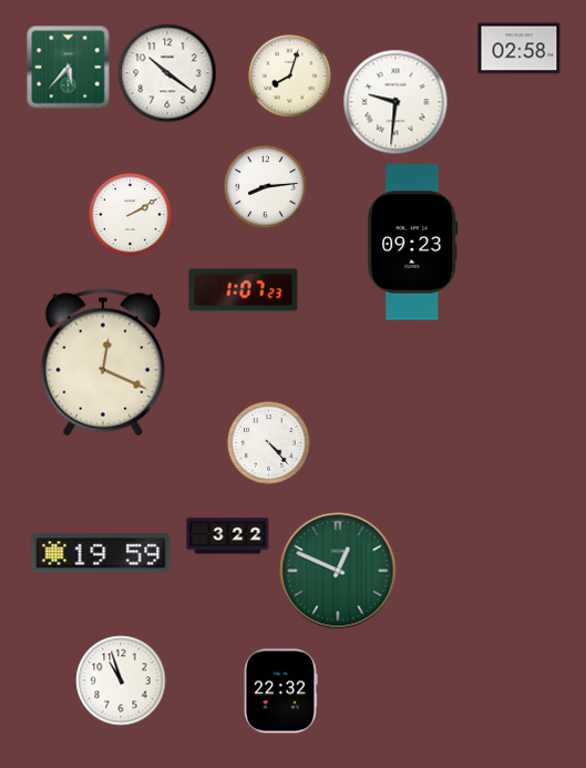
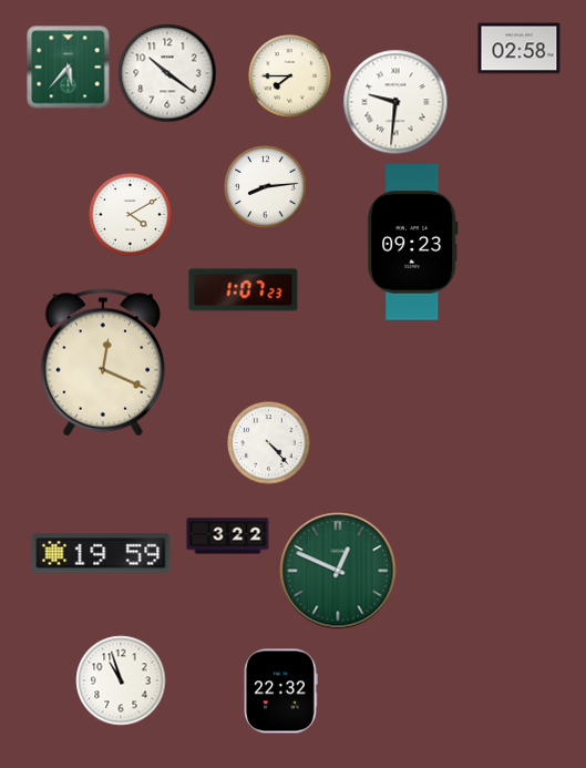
clock at (290, 76): 8:03 -> 7:45
clock at (131, 215): 2:10 -> 4:10
